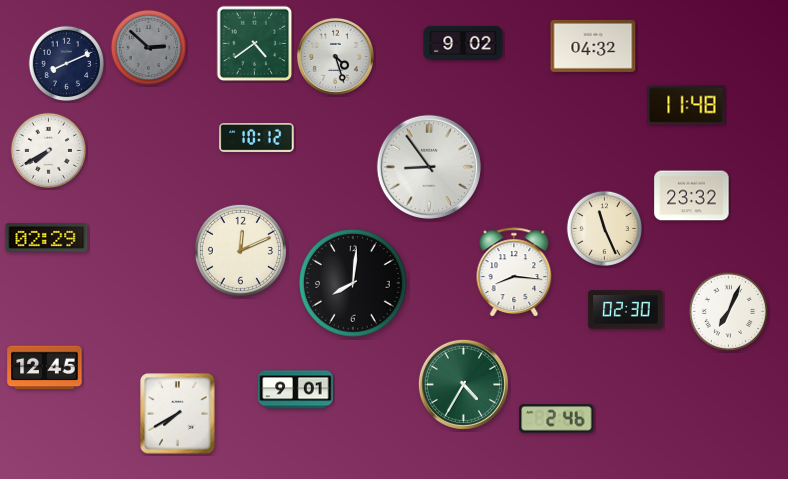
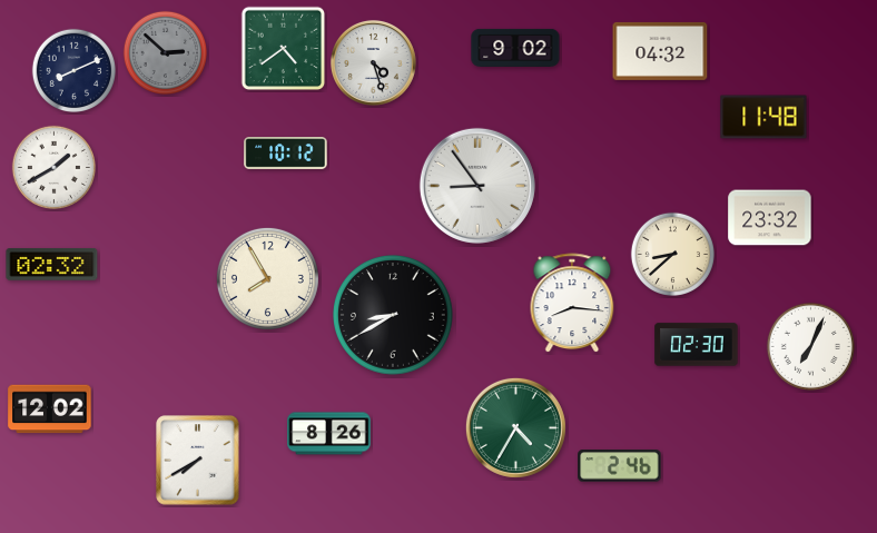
clock at (48, 150): 7:40 -> 1:40
clock at (604, 228): 11:26 -> 8:38
clock at (47, 238): 02:29 -> 02:32
clock at (240, 250): 12:11 -> 7:55
clock at (354, 284): 8:01 -> 8:40
clock at (45, 368): 12:45 -> 12:02
clock at (296, 390): 9:01 -> 8:26
